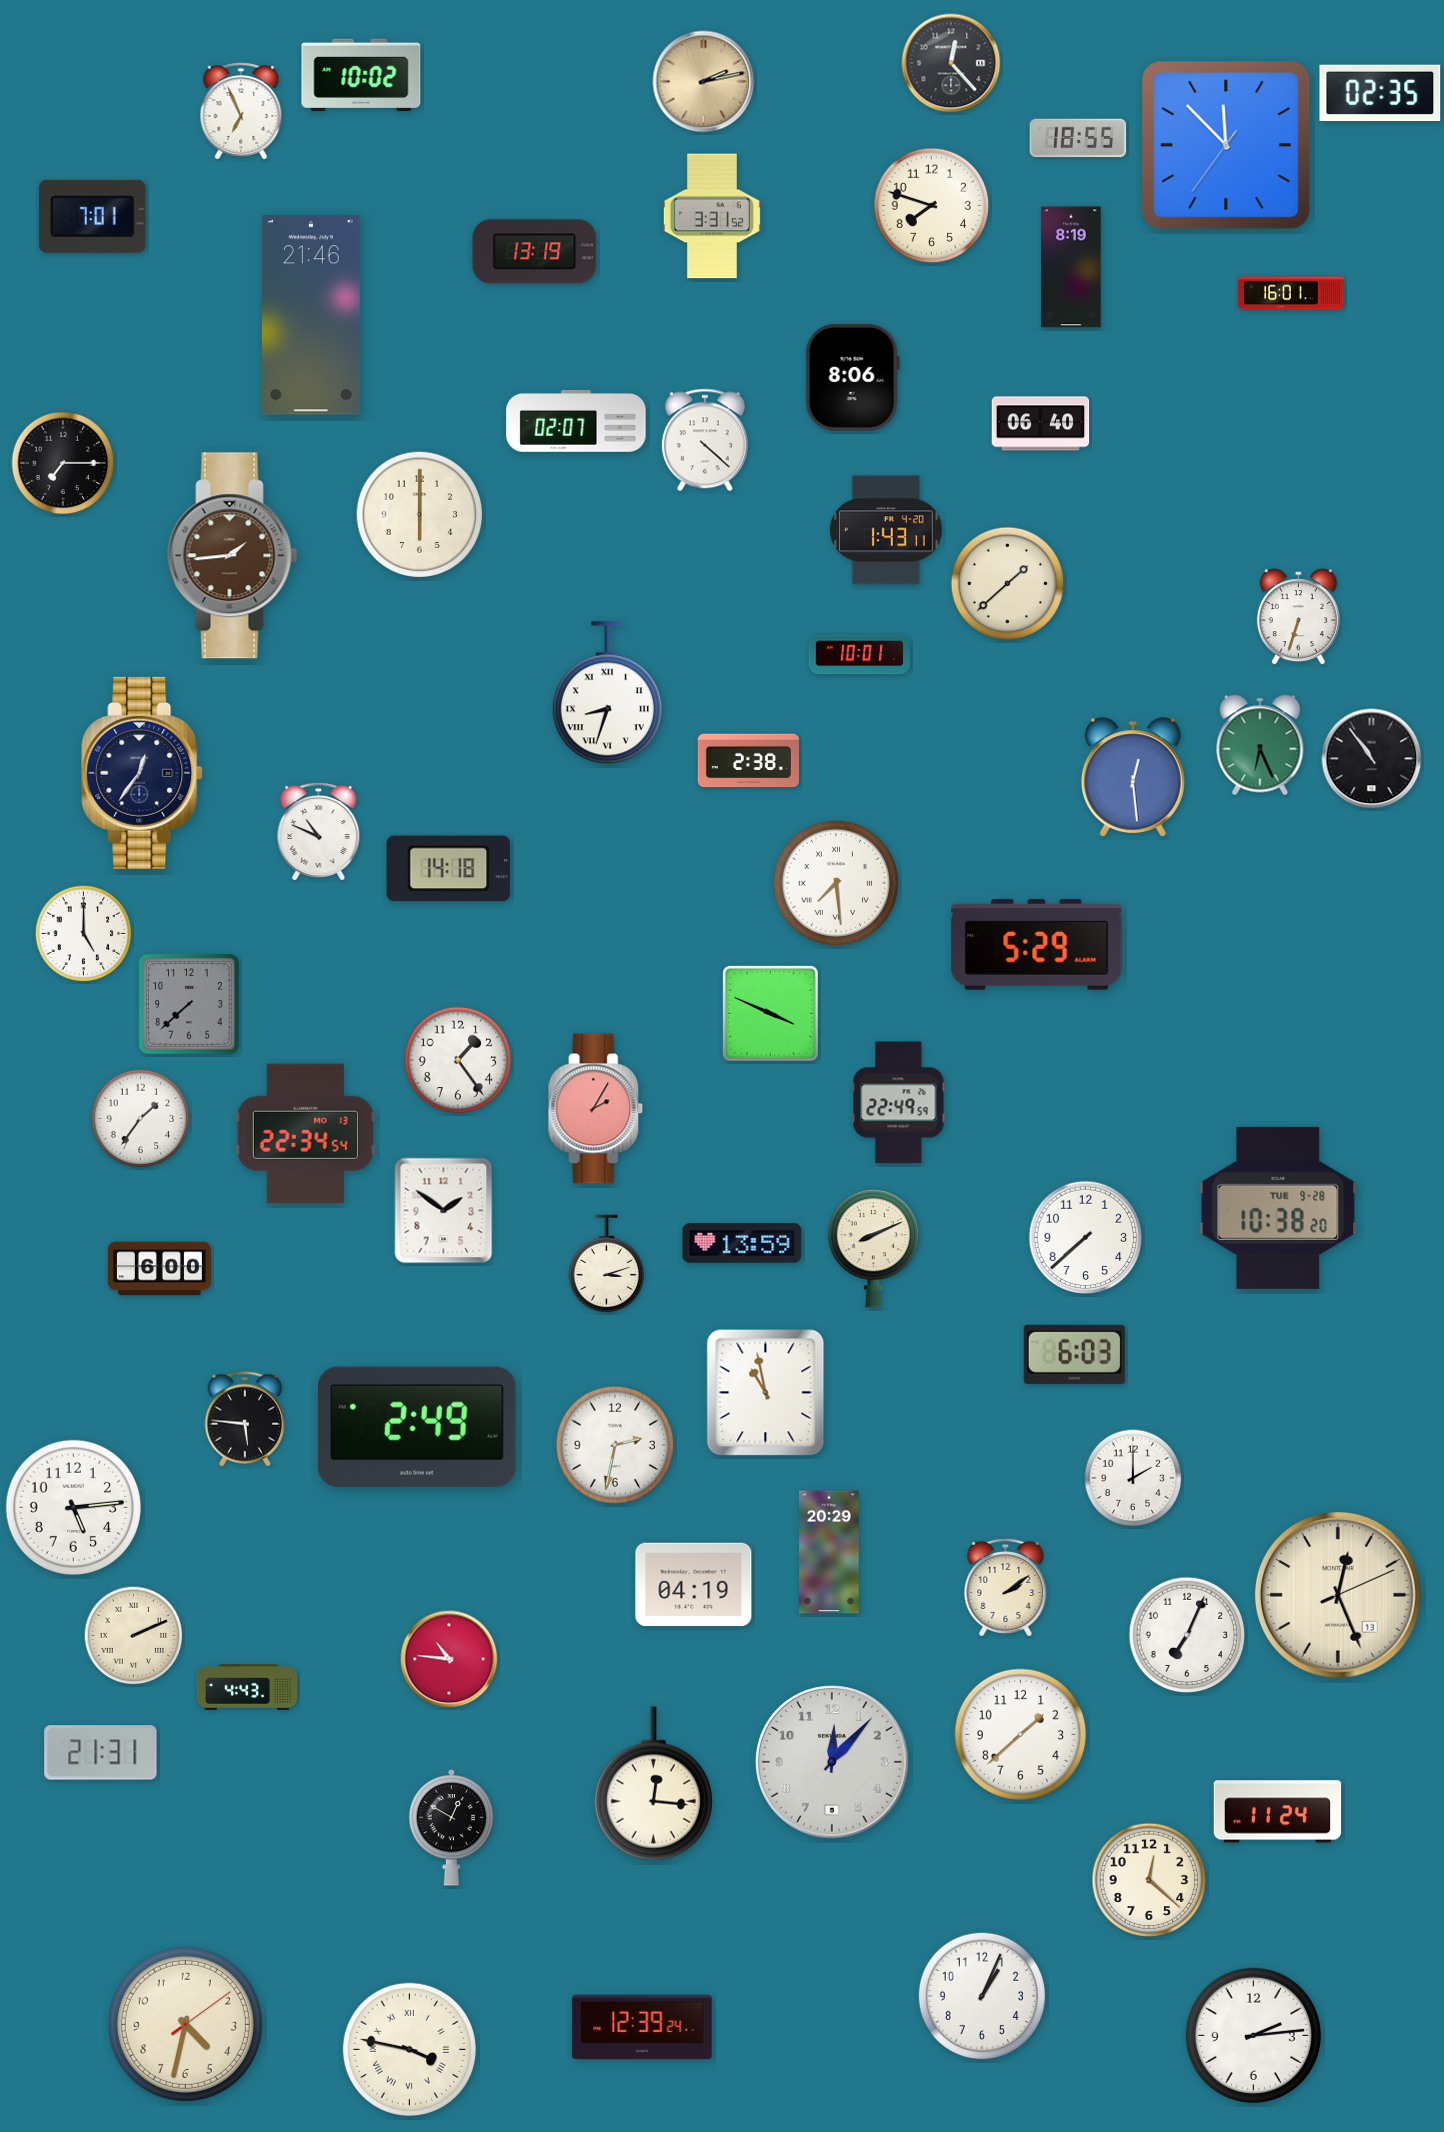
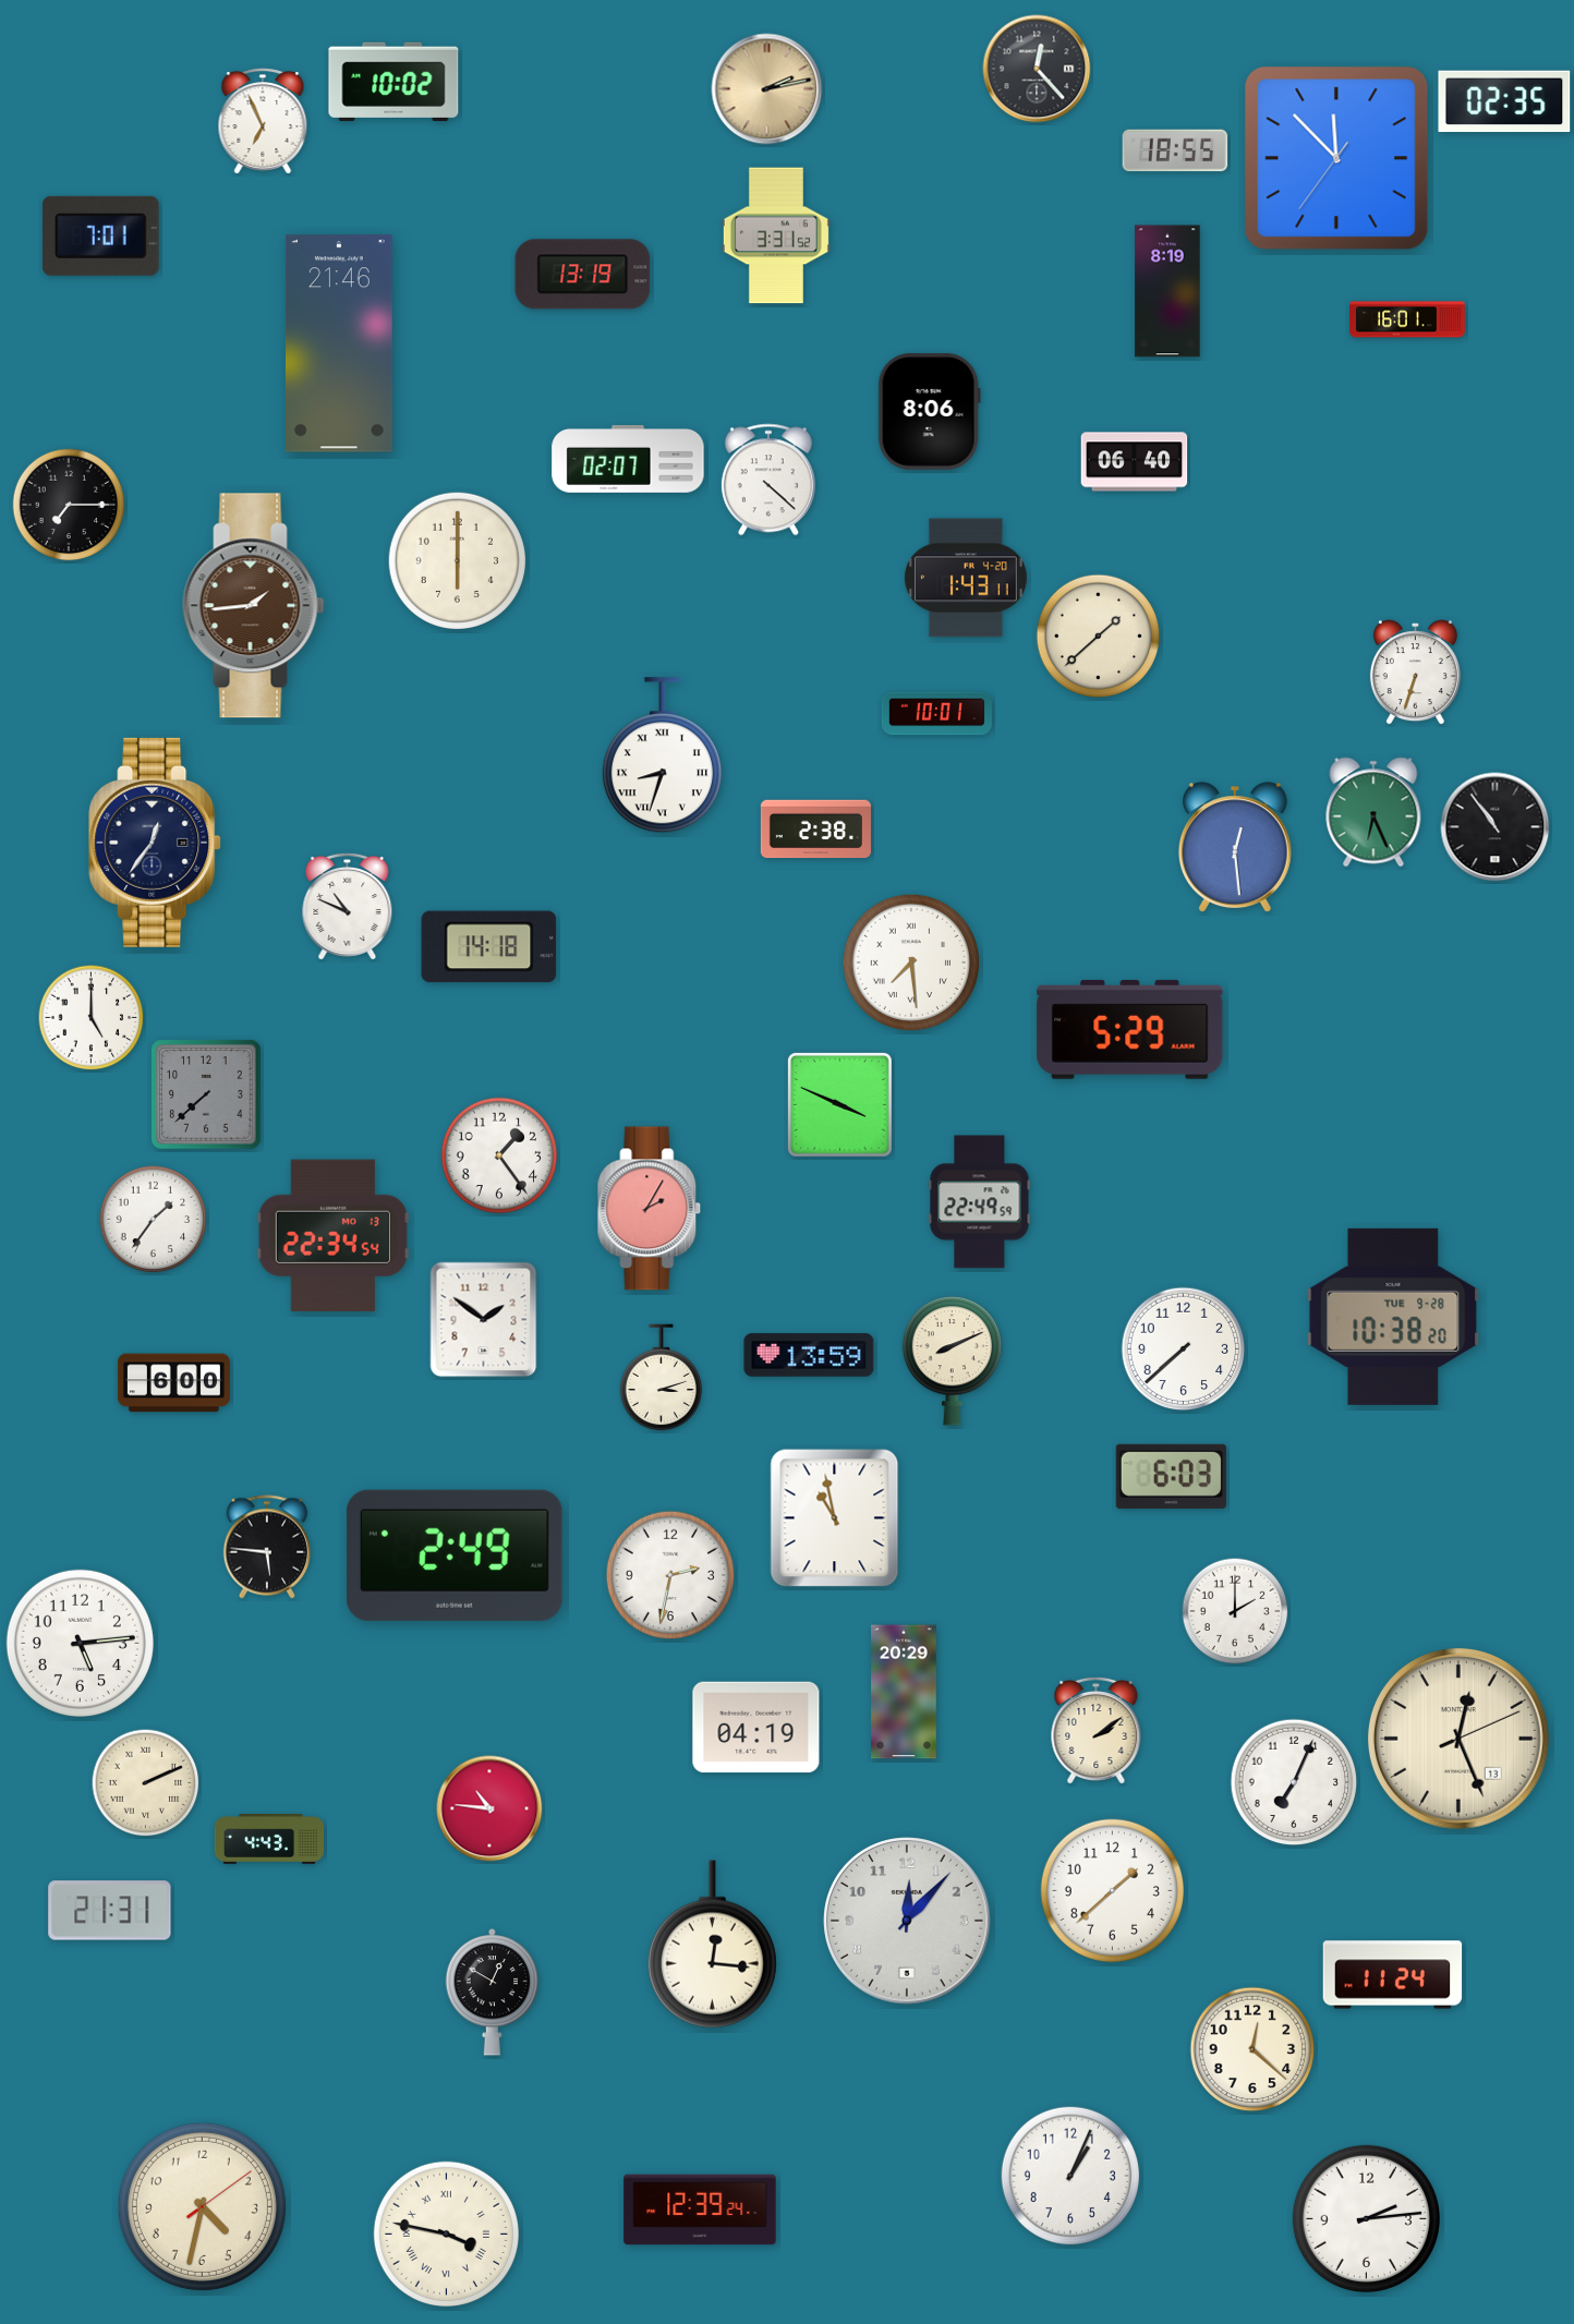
clock at (932, 206): 7:48 -> none
